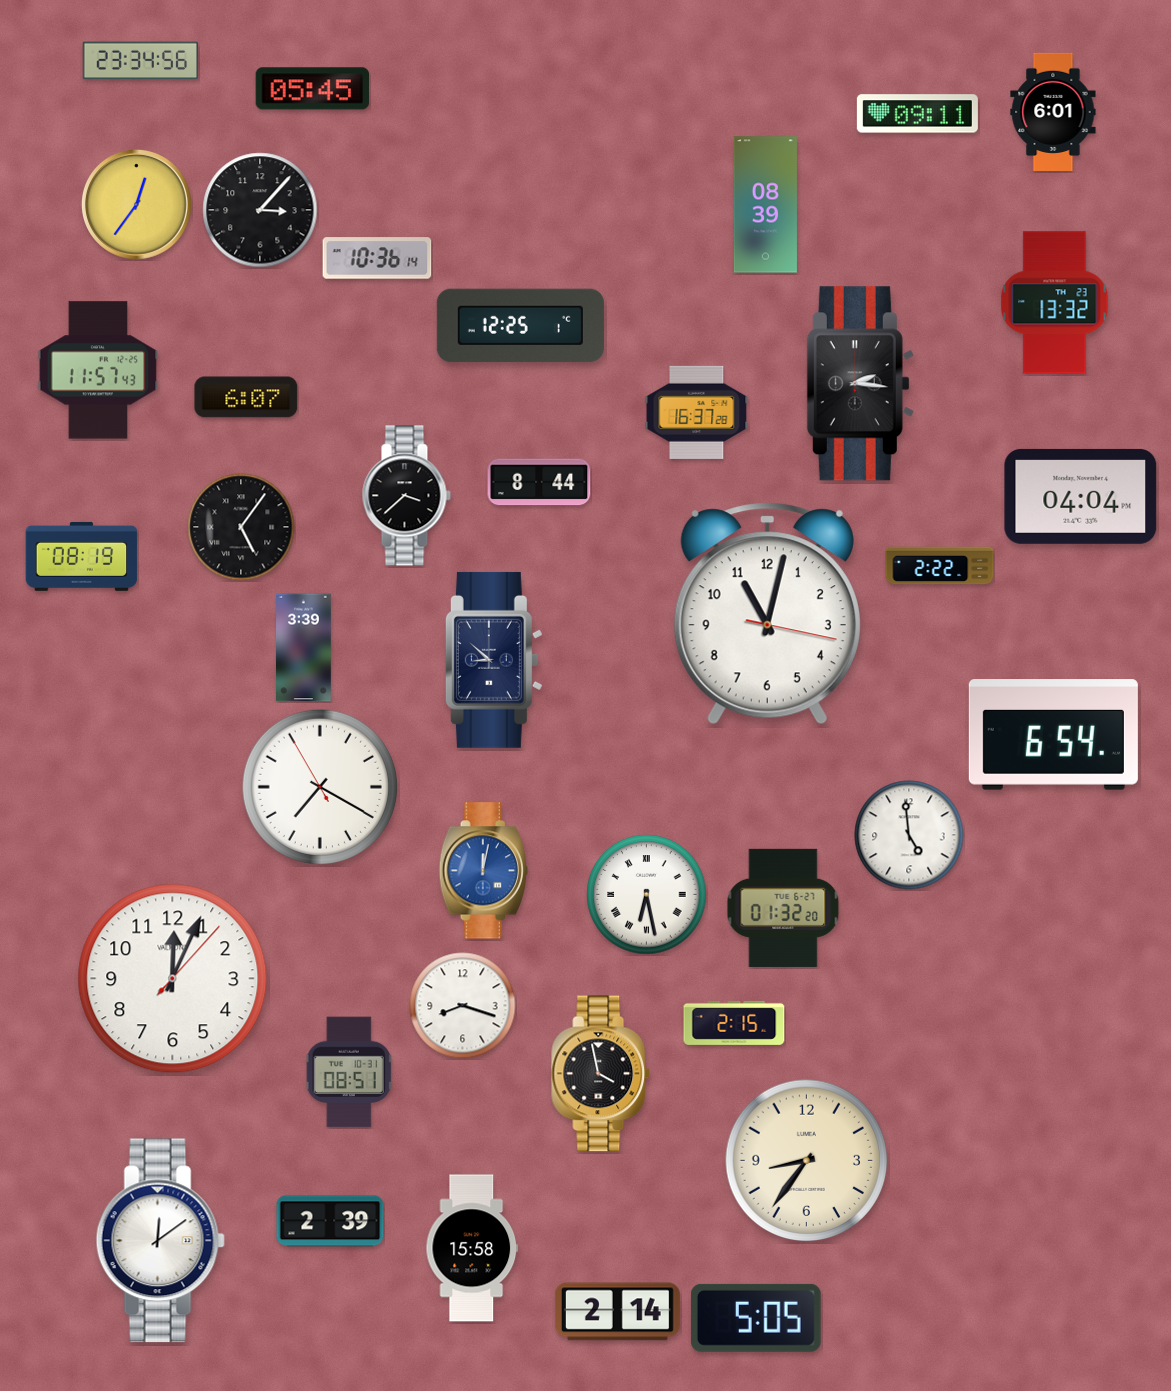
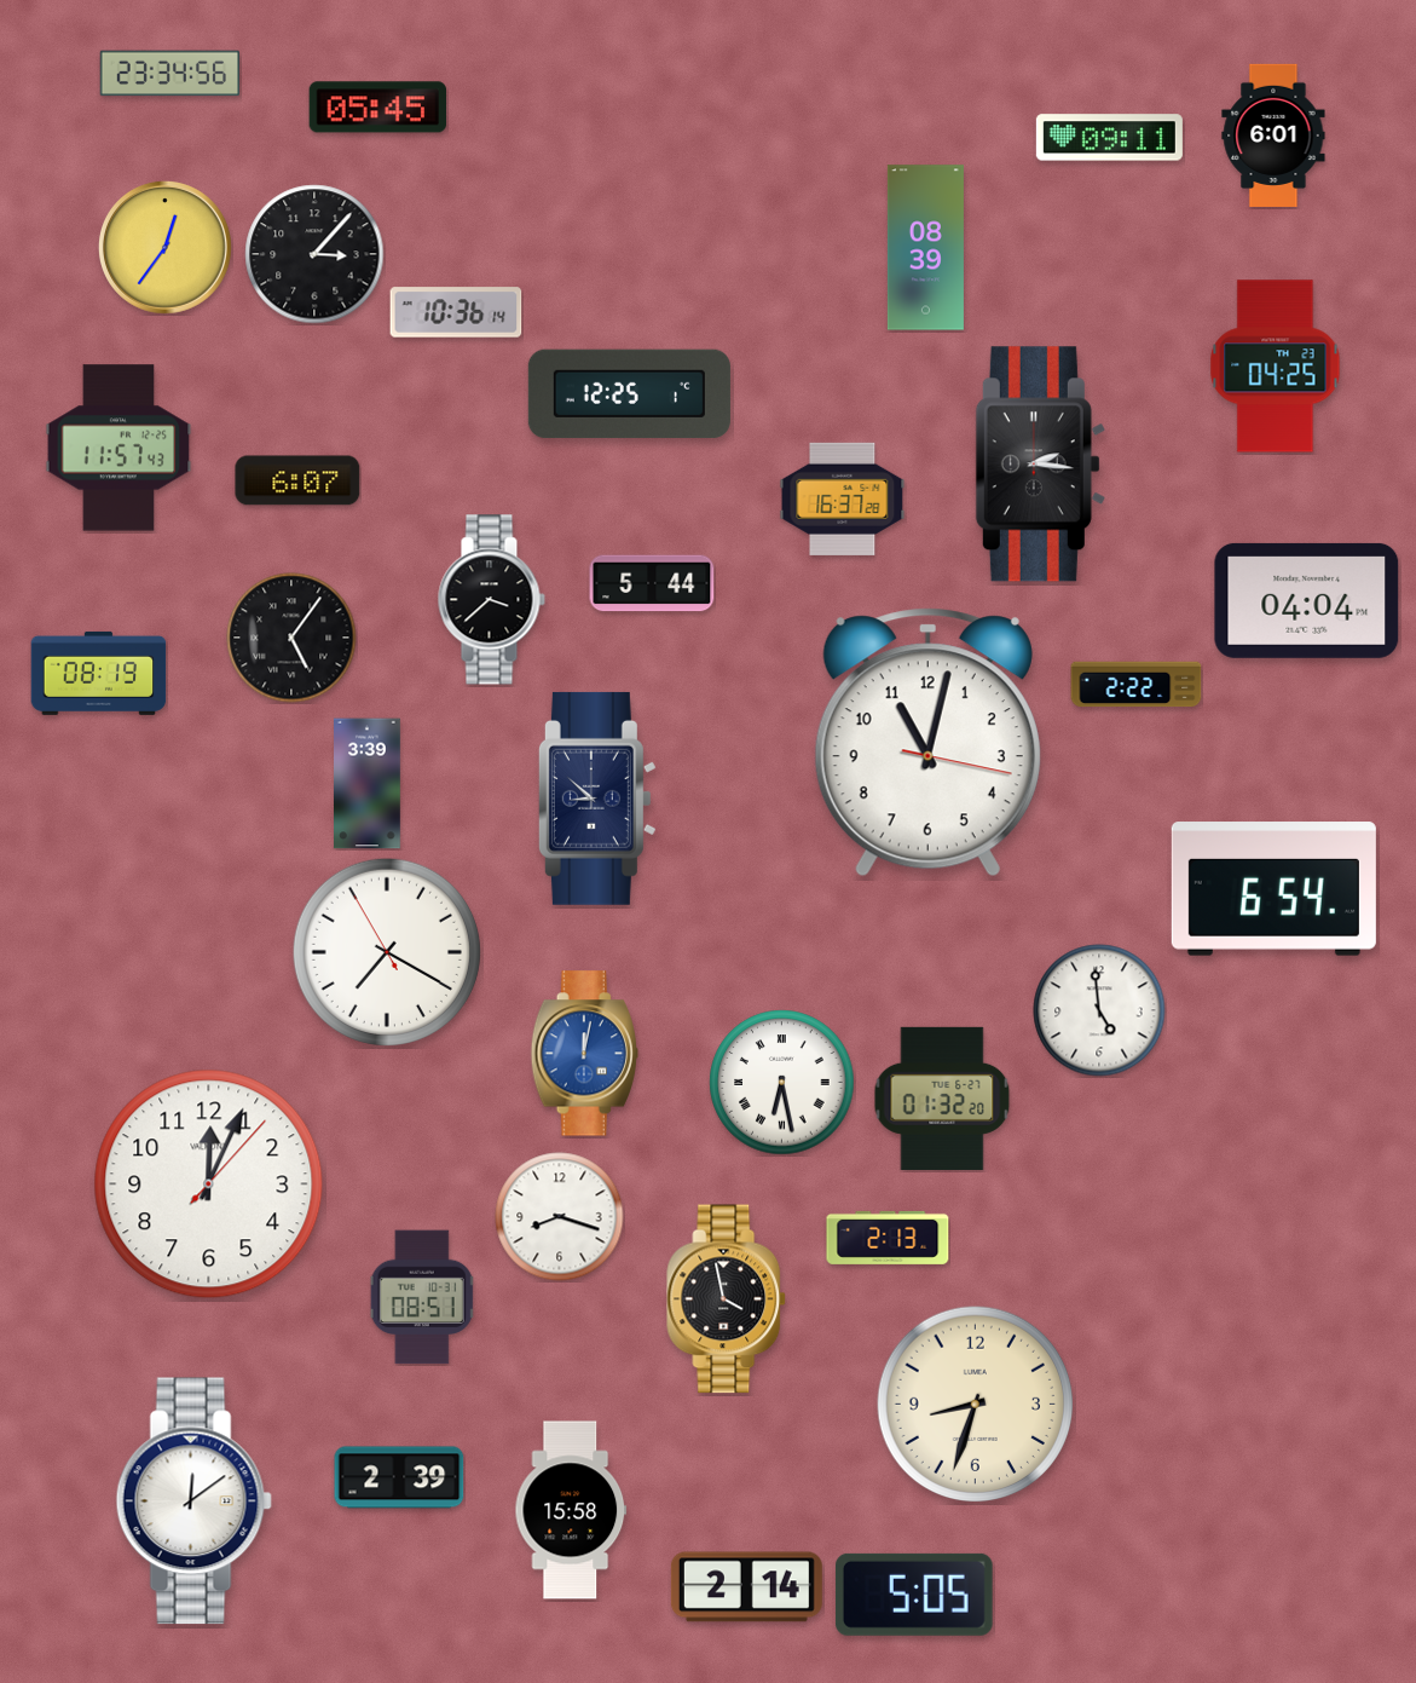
clock at (1055, 303): 13:32 -> 04:25
clock at (539, 482): 8:44 -> 5:44
clock at (783, 908) position: (783, 908) -> (942, 1099)
clock at (734, 1023): 2:15 -> 2:13
clock at (807, 1161): 8:36 -> 8:33
